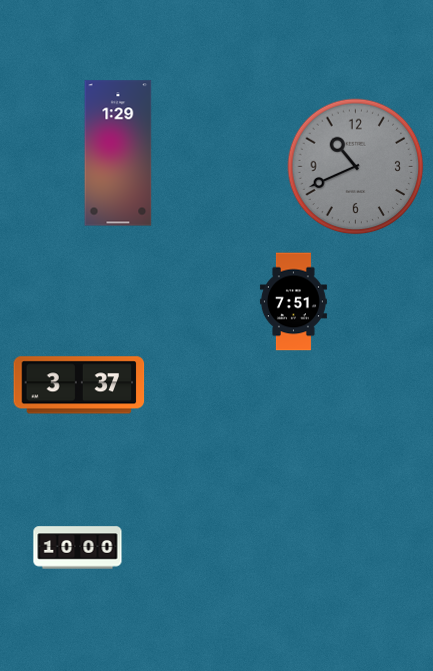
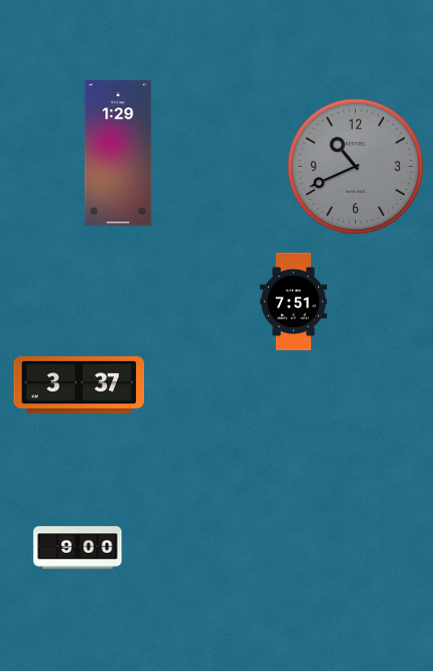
clock at (78, 548): 10:00 -> 9:00
